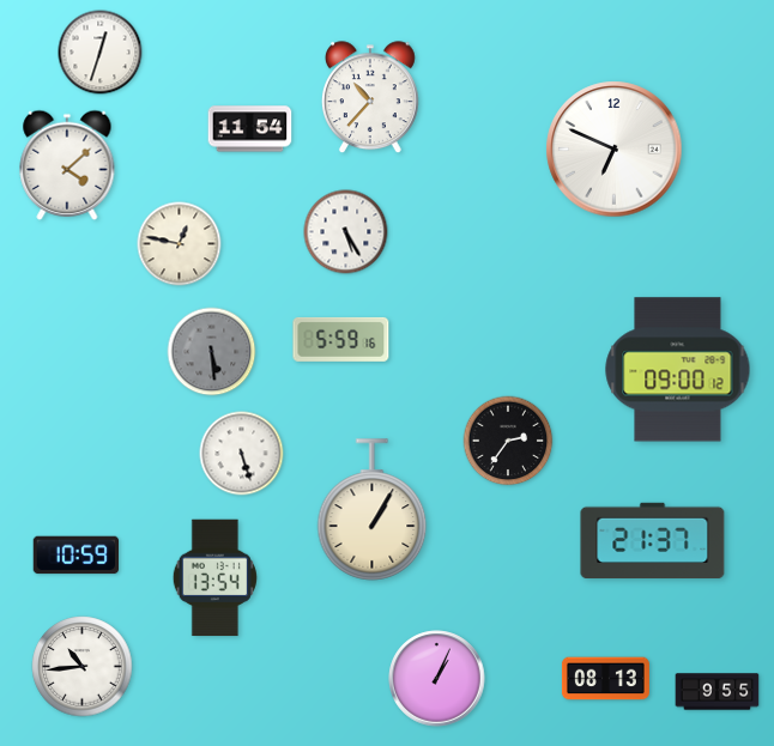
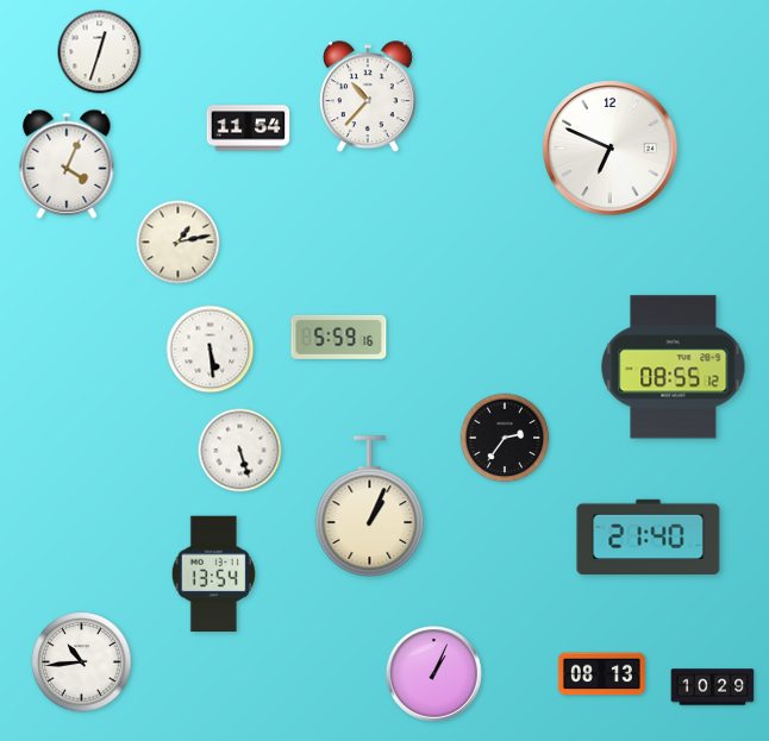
clock at (67, 165): 4:08 -> 4:04
clock at (346, 232): 5:25 -> none
clock at (180, 244): 12:47 -> 1:13
clock at (212, 352) dial: grey -> white
clock at (678, 370): 09:00 -> 08:55
clock at (373, 510): 1:05 -> 1:04
clock at (653, 541): 21:37 -> 21:40
clock at (75, 556): 10:59 -> none
clock at (718, 692): 9:55 -> 10:29
